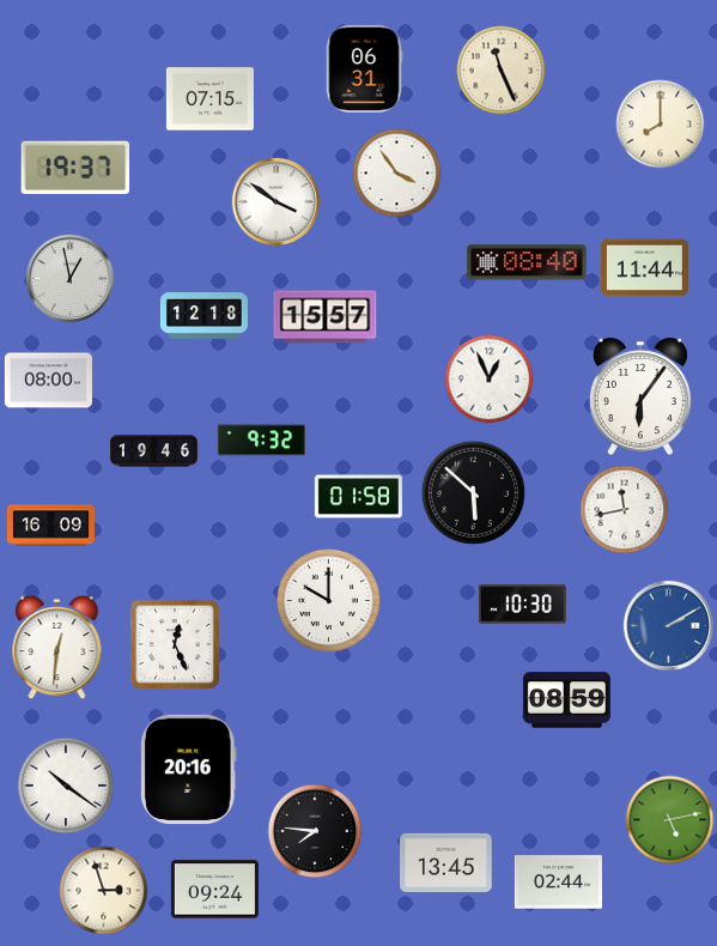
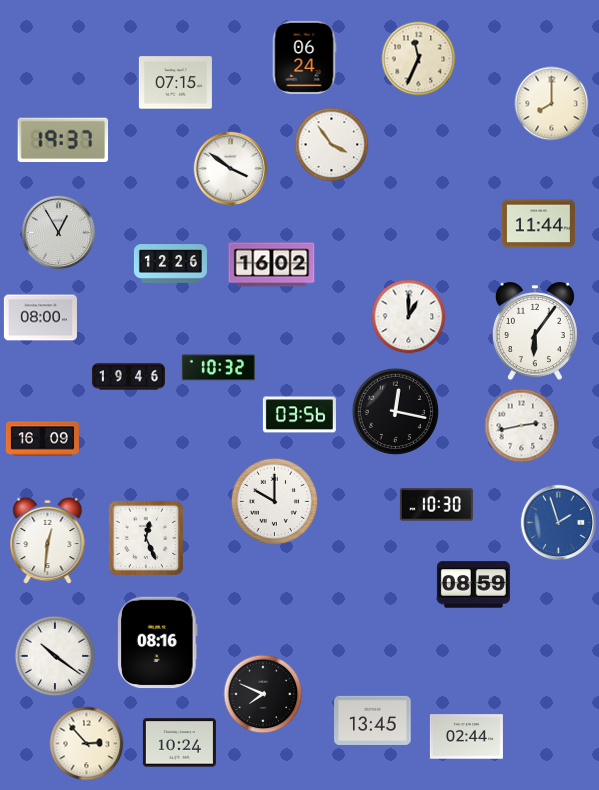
clock at (364, 68): 06:31 -> 06:24
clock at (502, 71): 11:26 -> 11:34
clock at (527, 262): 08:40 -> none
clock at (71, 279): 12:58 -> 12:55
clock at (203, 316): 12:18 -> 12:26
clock at (326, 317): 15:57 -> 16:02
clock at (490, 380): 12:56 -> 1:00
clock at (261, 441): 9:32 -> 10:32
clock at (473, 492): 5:52 -> 12:17
clock at (358, 497): 01:58 -> 03:56
clock at (625, 510): 11:43 -> 2:43
clock at (668, 625): 2:10 -> 1:57
clock at (189, 770): 20:16 -> 08:16
clock at (670, 820): 5:13 -> none
clock at (315, 831): 7:46 -> 7:49
clock at (214, 890): 09:24 -> 10:24
clock at (104, 891): 2:57 -> 2:53
